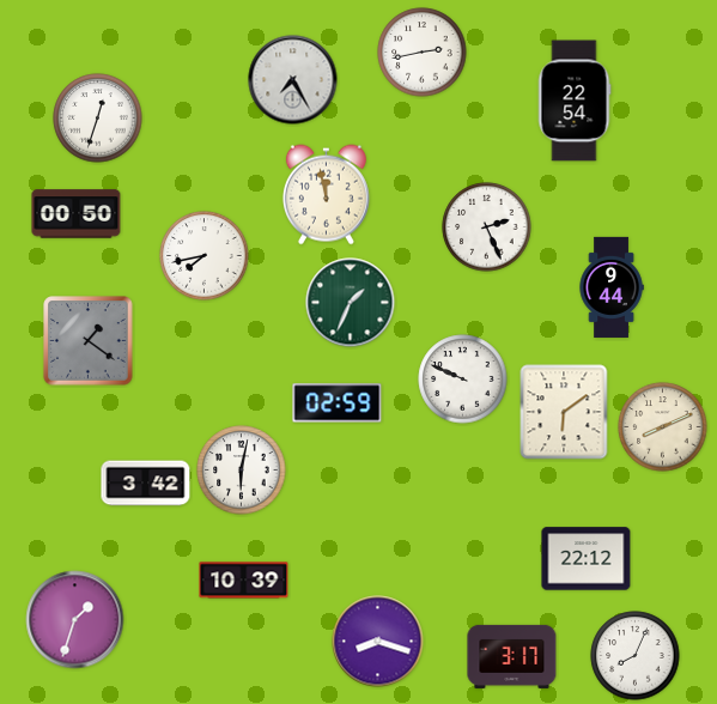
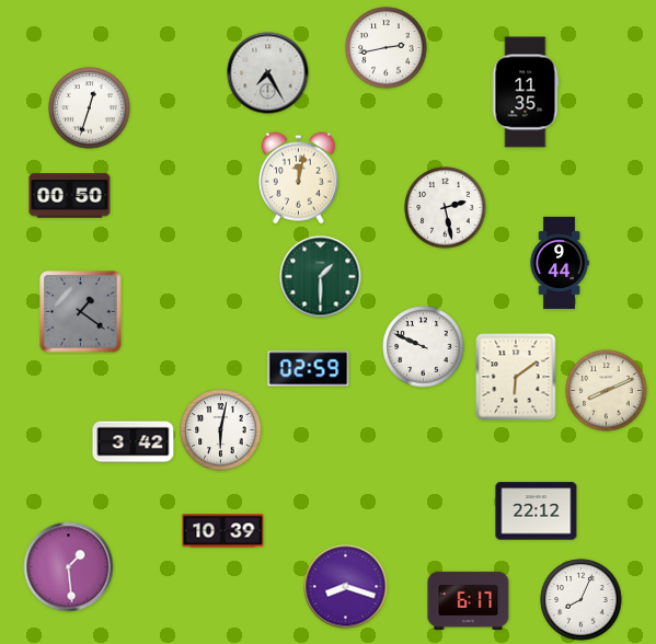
clock at (575, 101): 22:54 -> 11:35
clock at (326, 195): 11:58 -> 12:02
clock at (487, 227): 2:26 -> 2:28
clock at (205, 256): 7:43 -> none
clock at (351, 303): 1:34 -> 1:30
clock at (75, 620): 1:33 -> 1:29
clock at (512, 656): 3:17 -> 6:17
